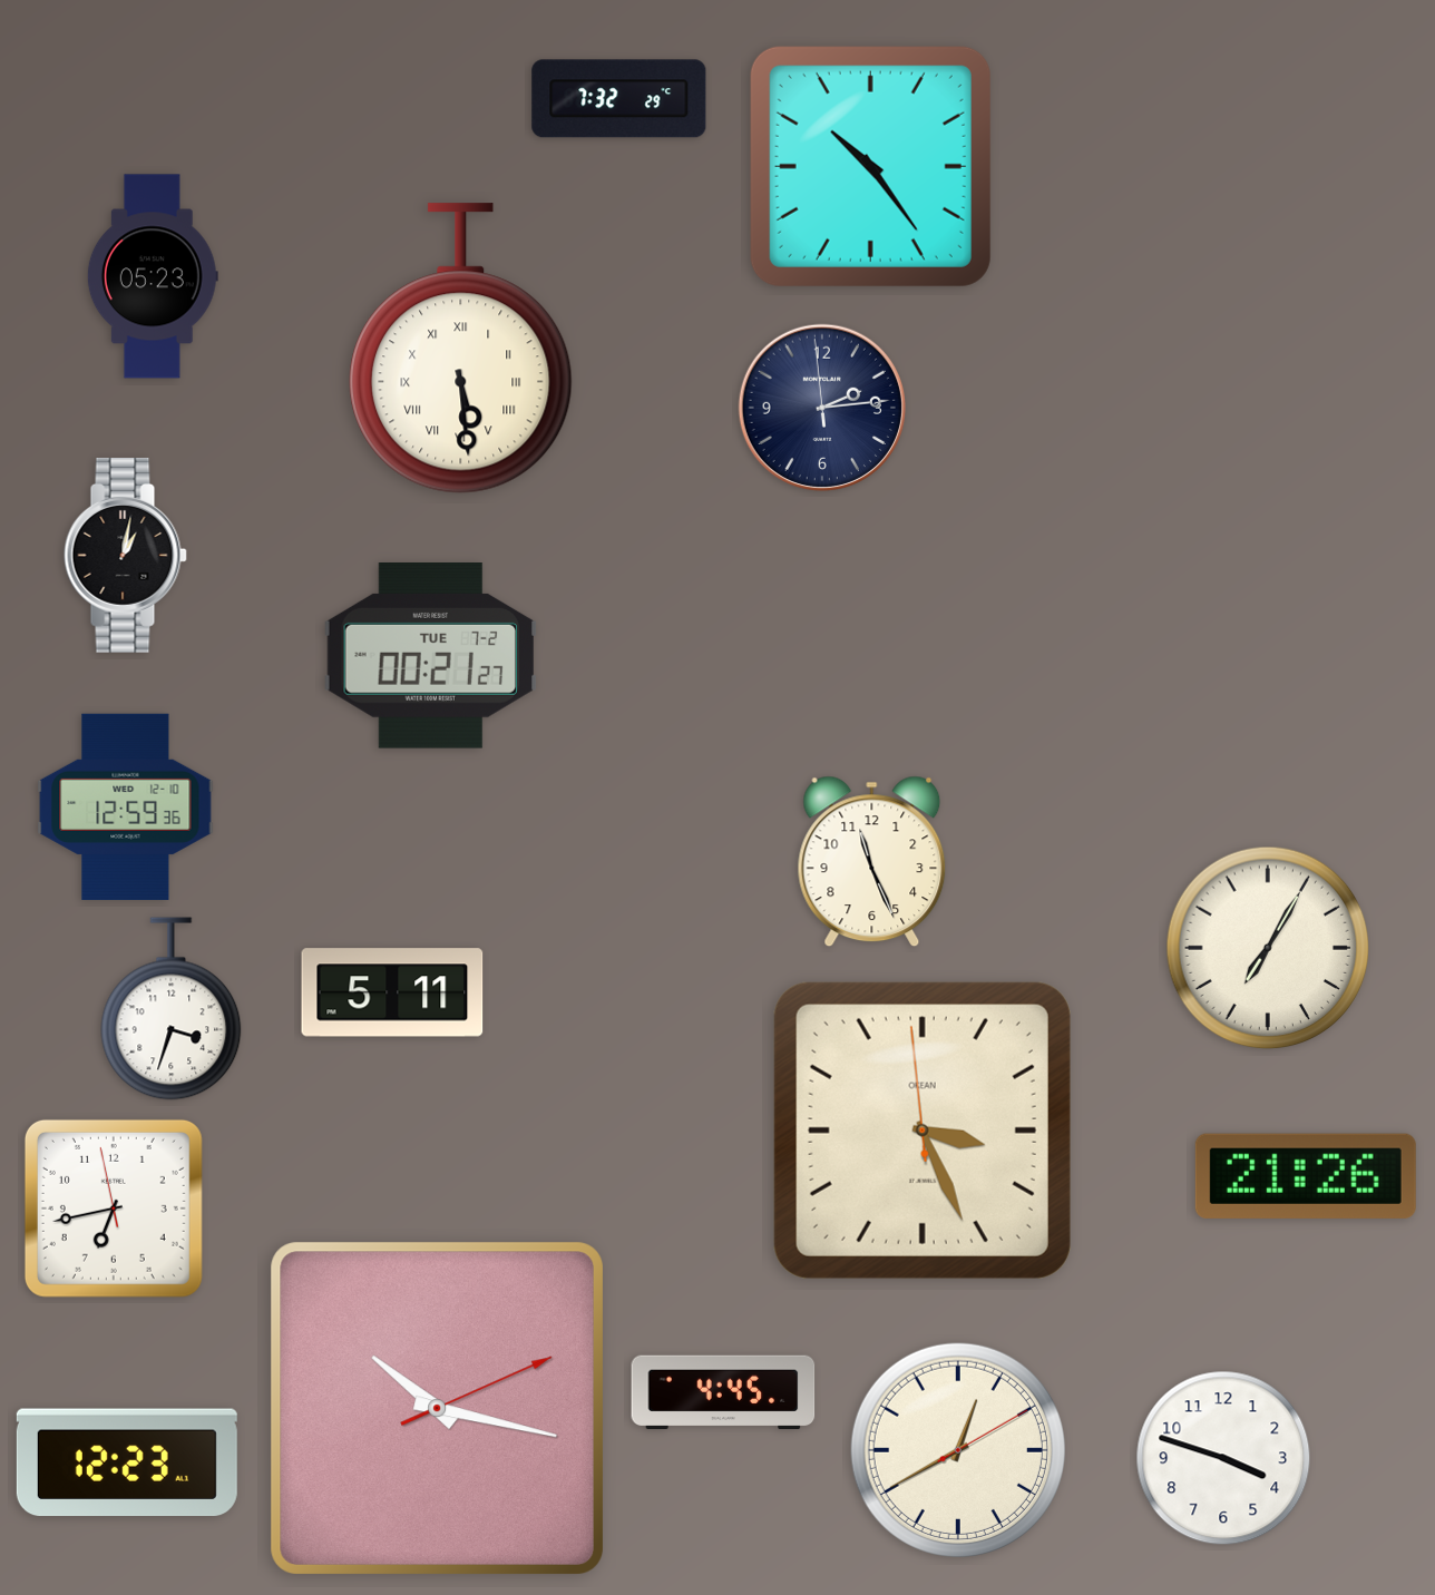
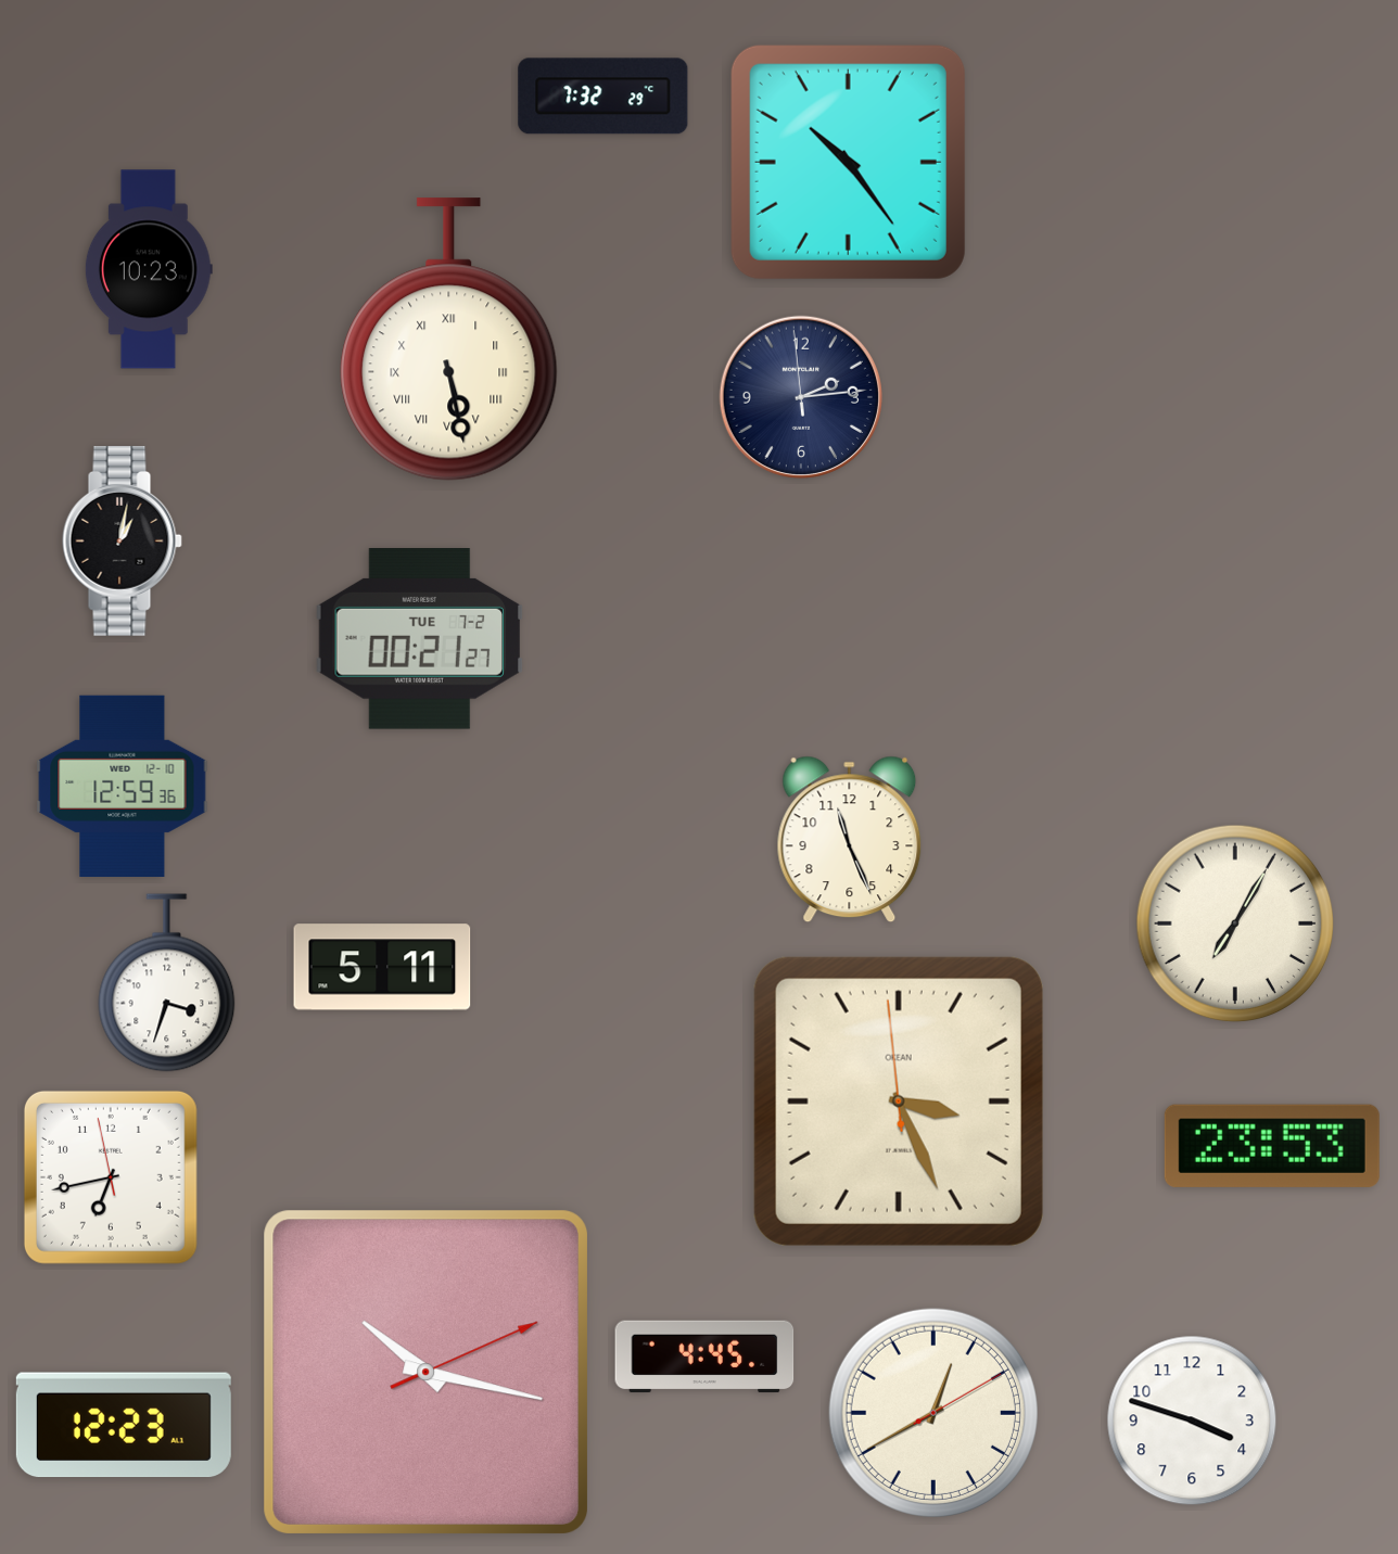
clock at (153, 276): 05:23 -> 10:23
clock at (461, 349): 5:29 -> 5:28
clock at (1306, 1176): 21:26 -> 23:53
